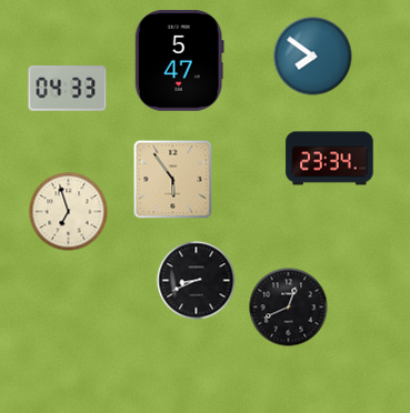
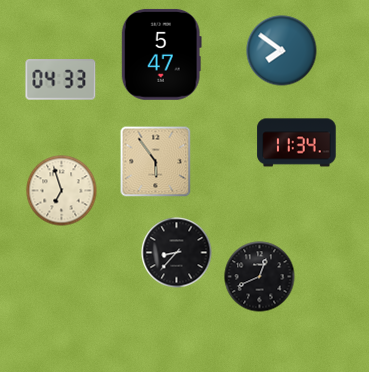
clock at (330, 159): 23:34 -> 11:34
clock at (197, 281): 8:41 -> 8:37
